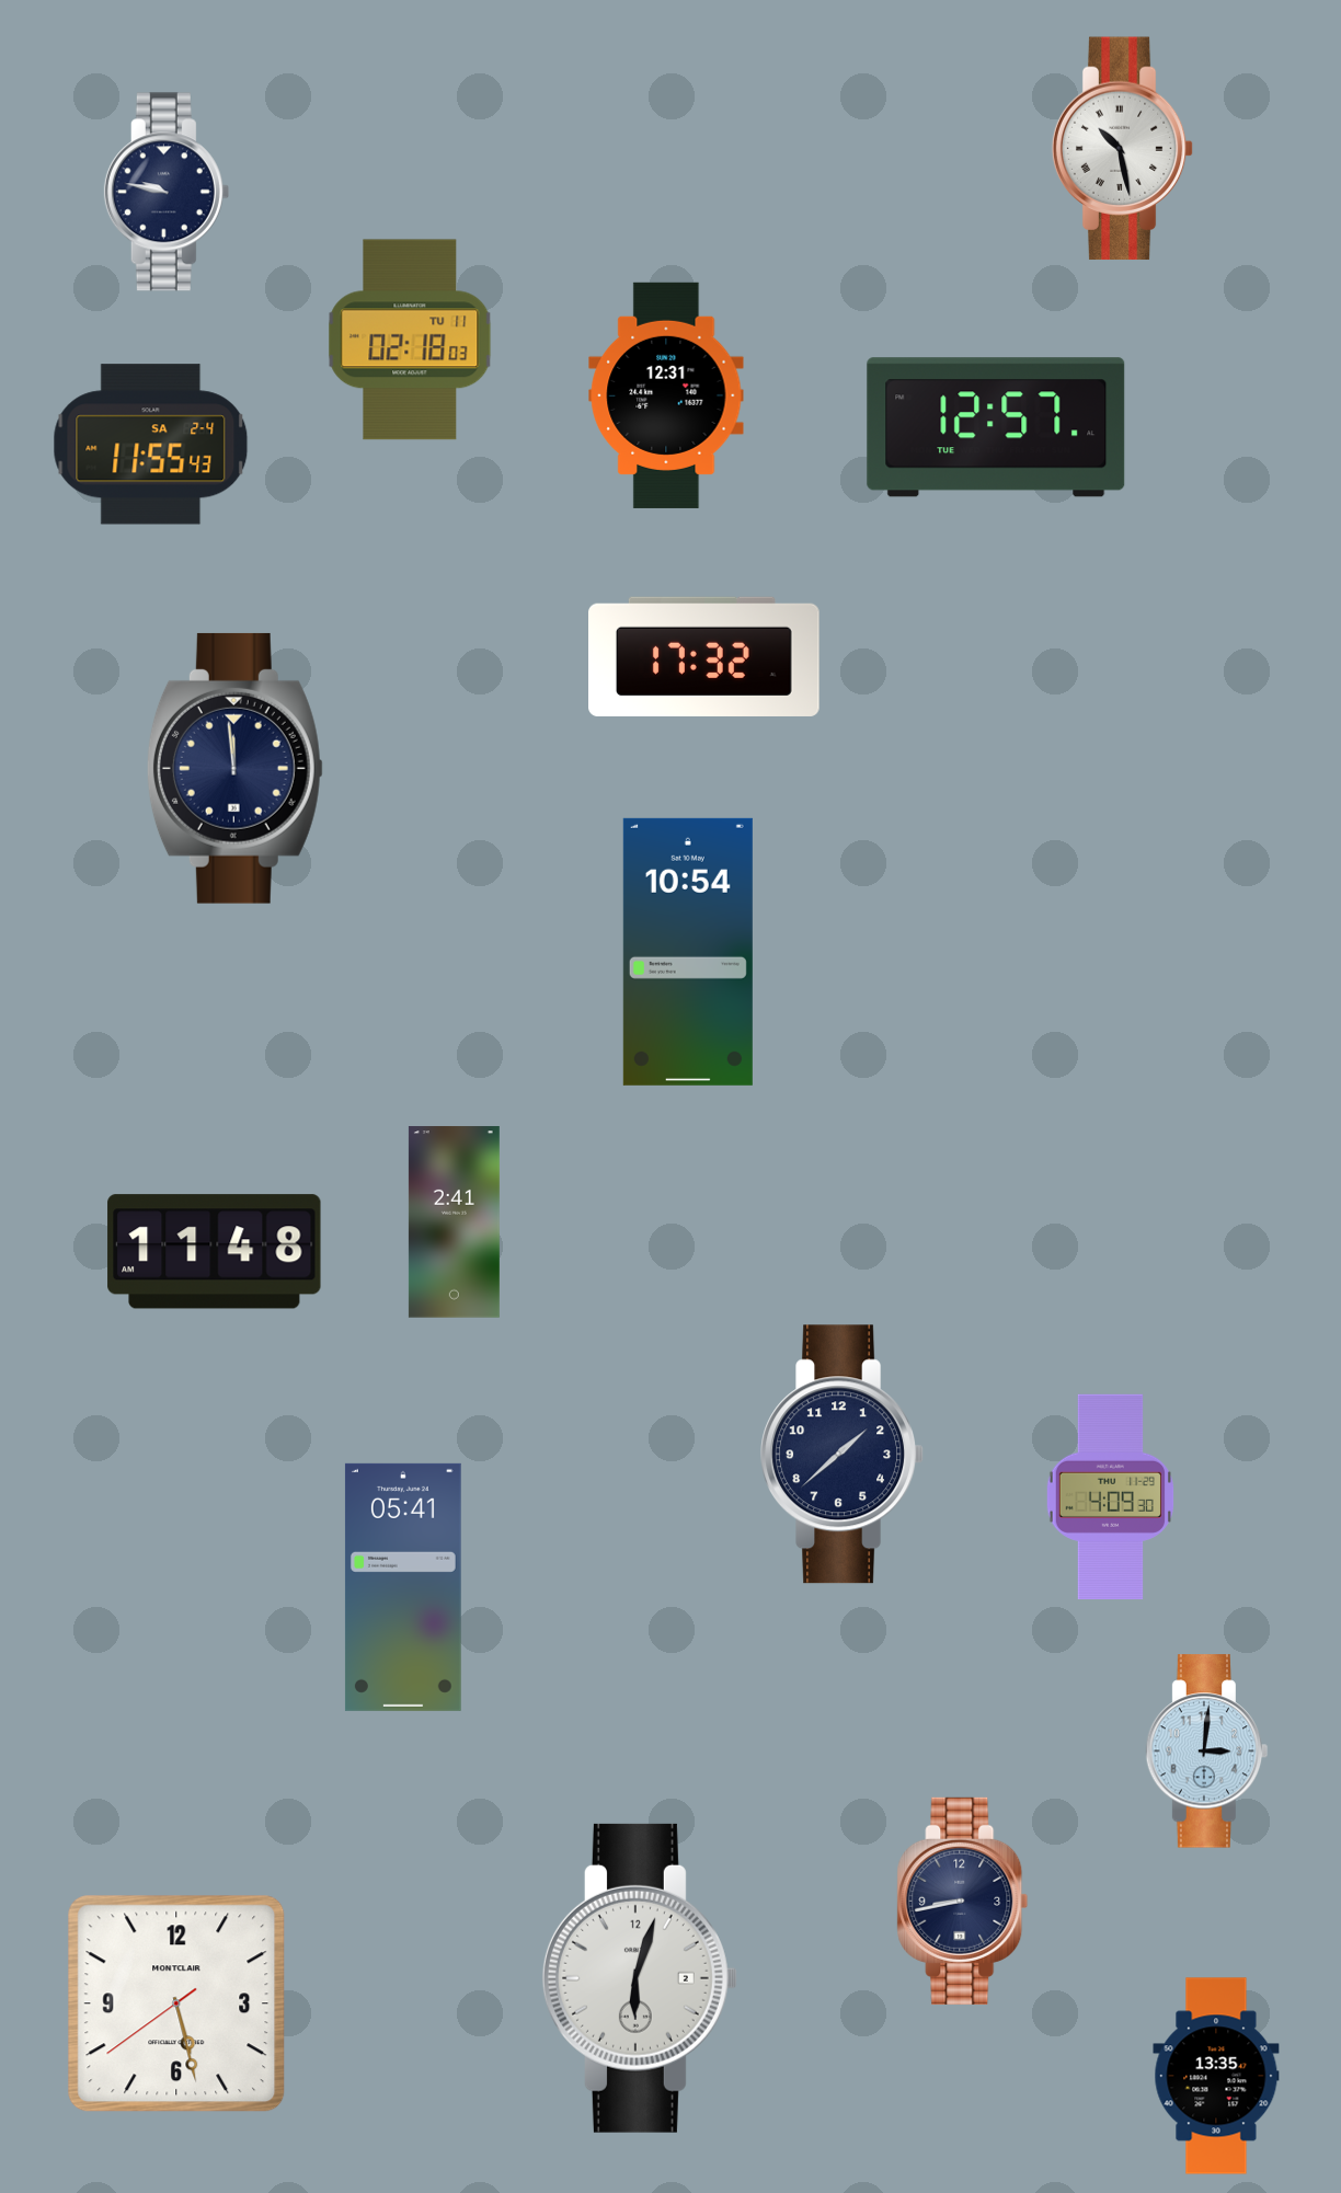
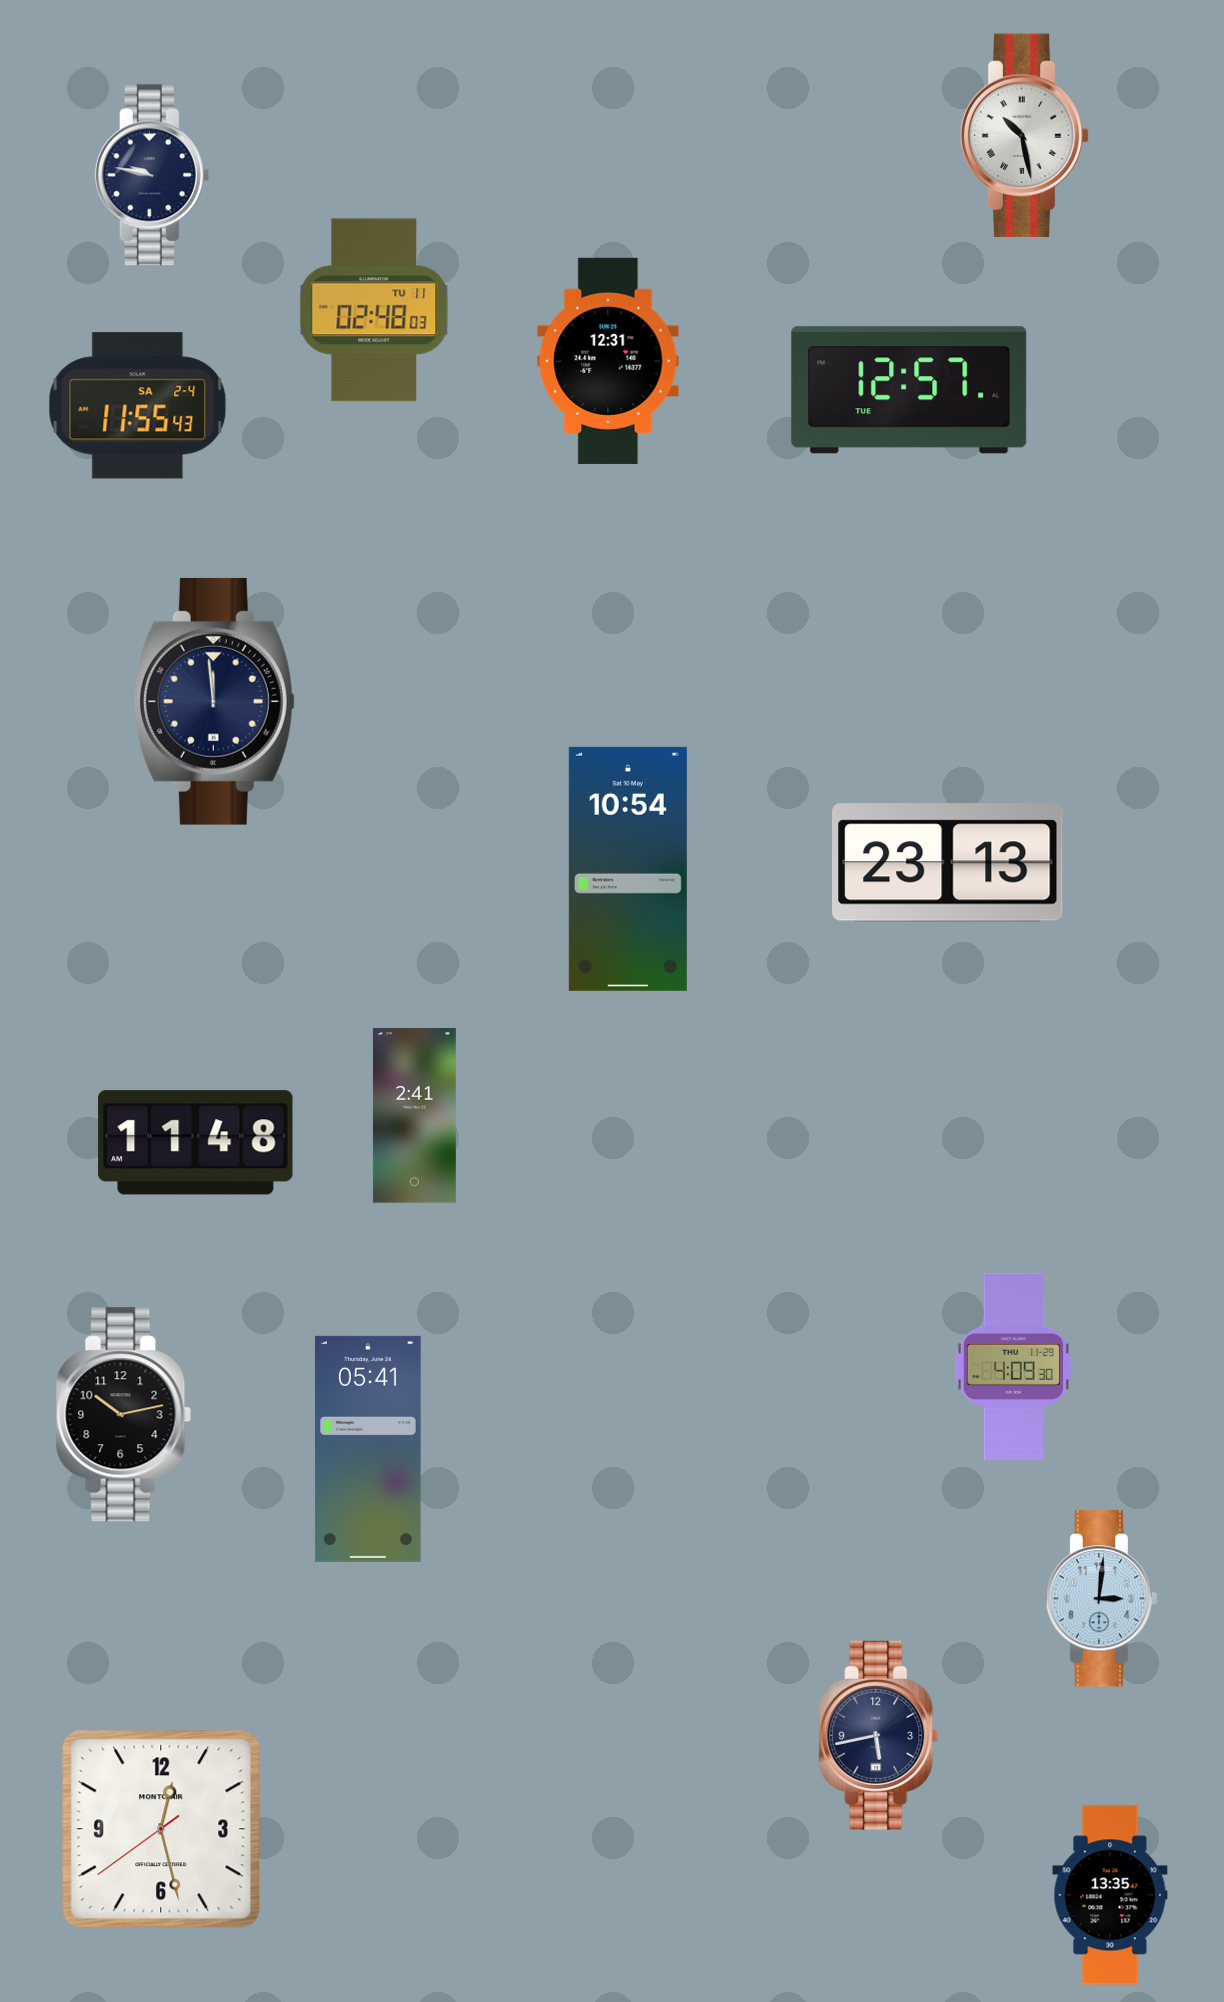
clock at (410, 340): 02:18 -> 02:48
clock at (704, 656): 17:32 -> none
clock at (948, 863): none -> 23:13
clock at (841, 1455): 1:38 -> none
clock at (124, 1415): none -> 10:13
clock at (963, 1901): 8:43 -> 5:43
clock at (640, 1978): 6:03 -> none
clock at (176, 2003): 5:27 -> 12:27
